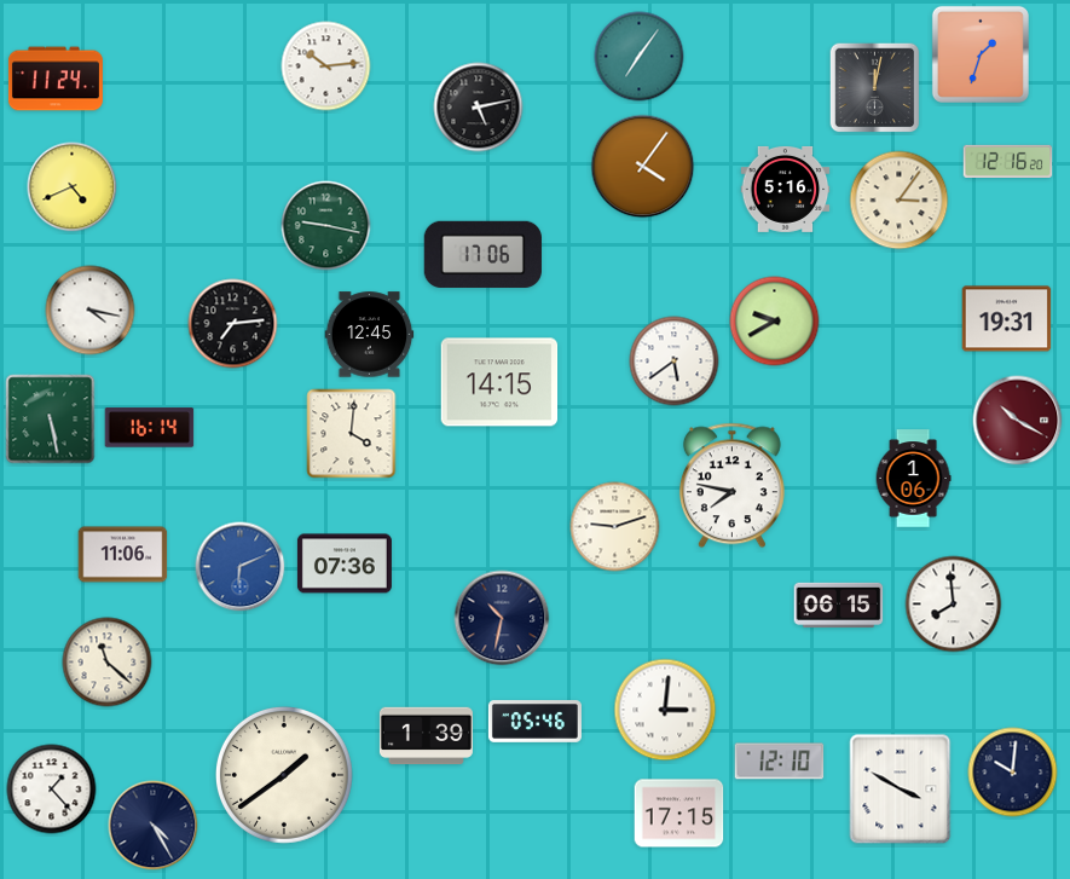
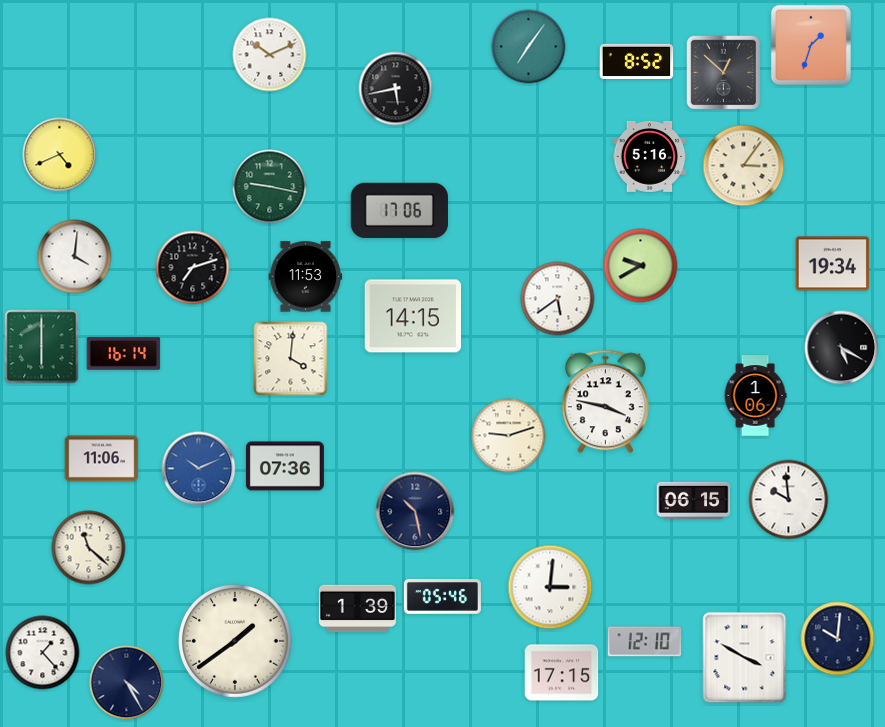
clock at (326, 66): 10:14 -> 10:11
clock at (637, 61): none -> 8:52
clock at (56, 79): 11:24 -> none
clock at (875, 88): 12:02 -> 12:52
clock at (479, 108): 5:13 -> 5:43
clock at (1008, 161): 12:16 -> none
clock at (643, 167): 4:06 -> none
clock at (91, 311): 4:17 -> 4:01
clock at (1007, 319): 19:31 -> 19:34
clock at (233, 324): 7:14 -> 7:12
clock at (370, 335): 12:45 -> 11:53
clock at (51, 420): 5:28 -> 6:00
clock at (1018, 421): 10:20 -> 5:20
clock at (1018, 421) dial: burgundy -> black
clock at (731, 486): 7:47 -> 3:47
clock at (241, 567): 6:11 -> 10:11
clock at (954, 605): 7:59 -> 9:59
clock at (502, 618): 10:32 -> 10:28
clock at (426, 736) position: (426, 736) -> (357, 609)
clock at (780, 762) position: (780, 762) -> (645, 642)
clock at (901, 790) position: (901, 790) -> (745, 658)
